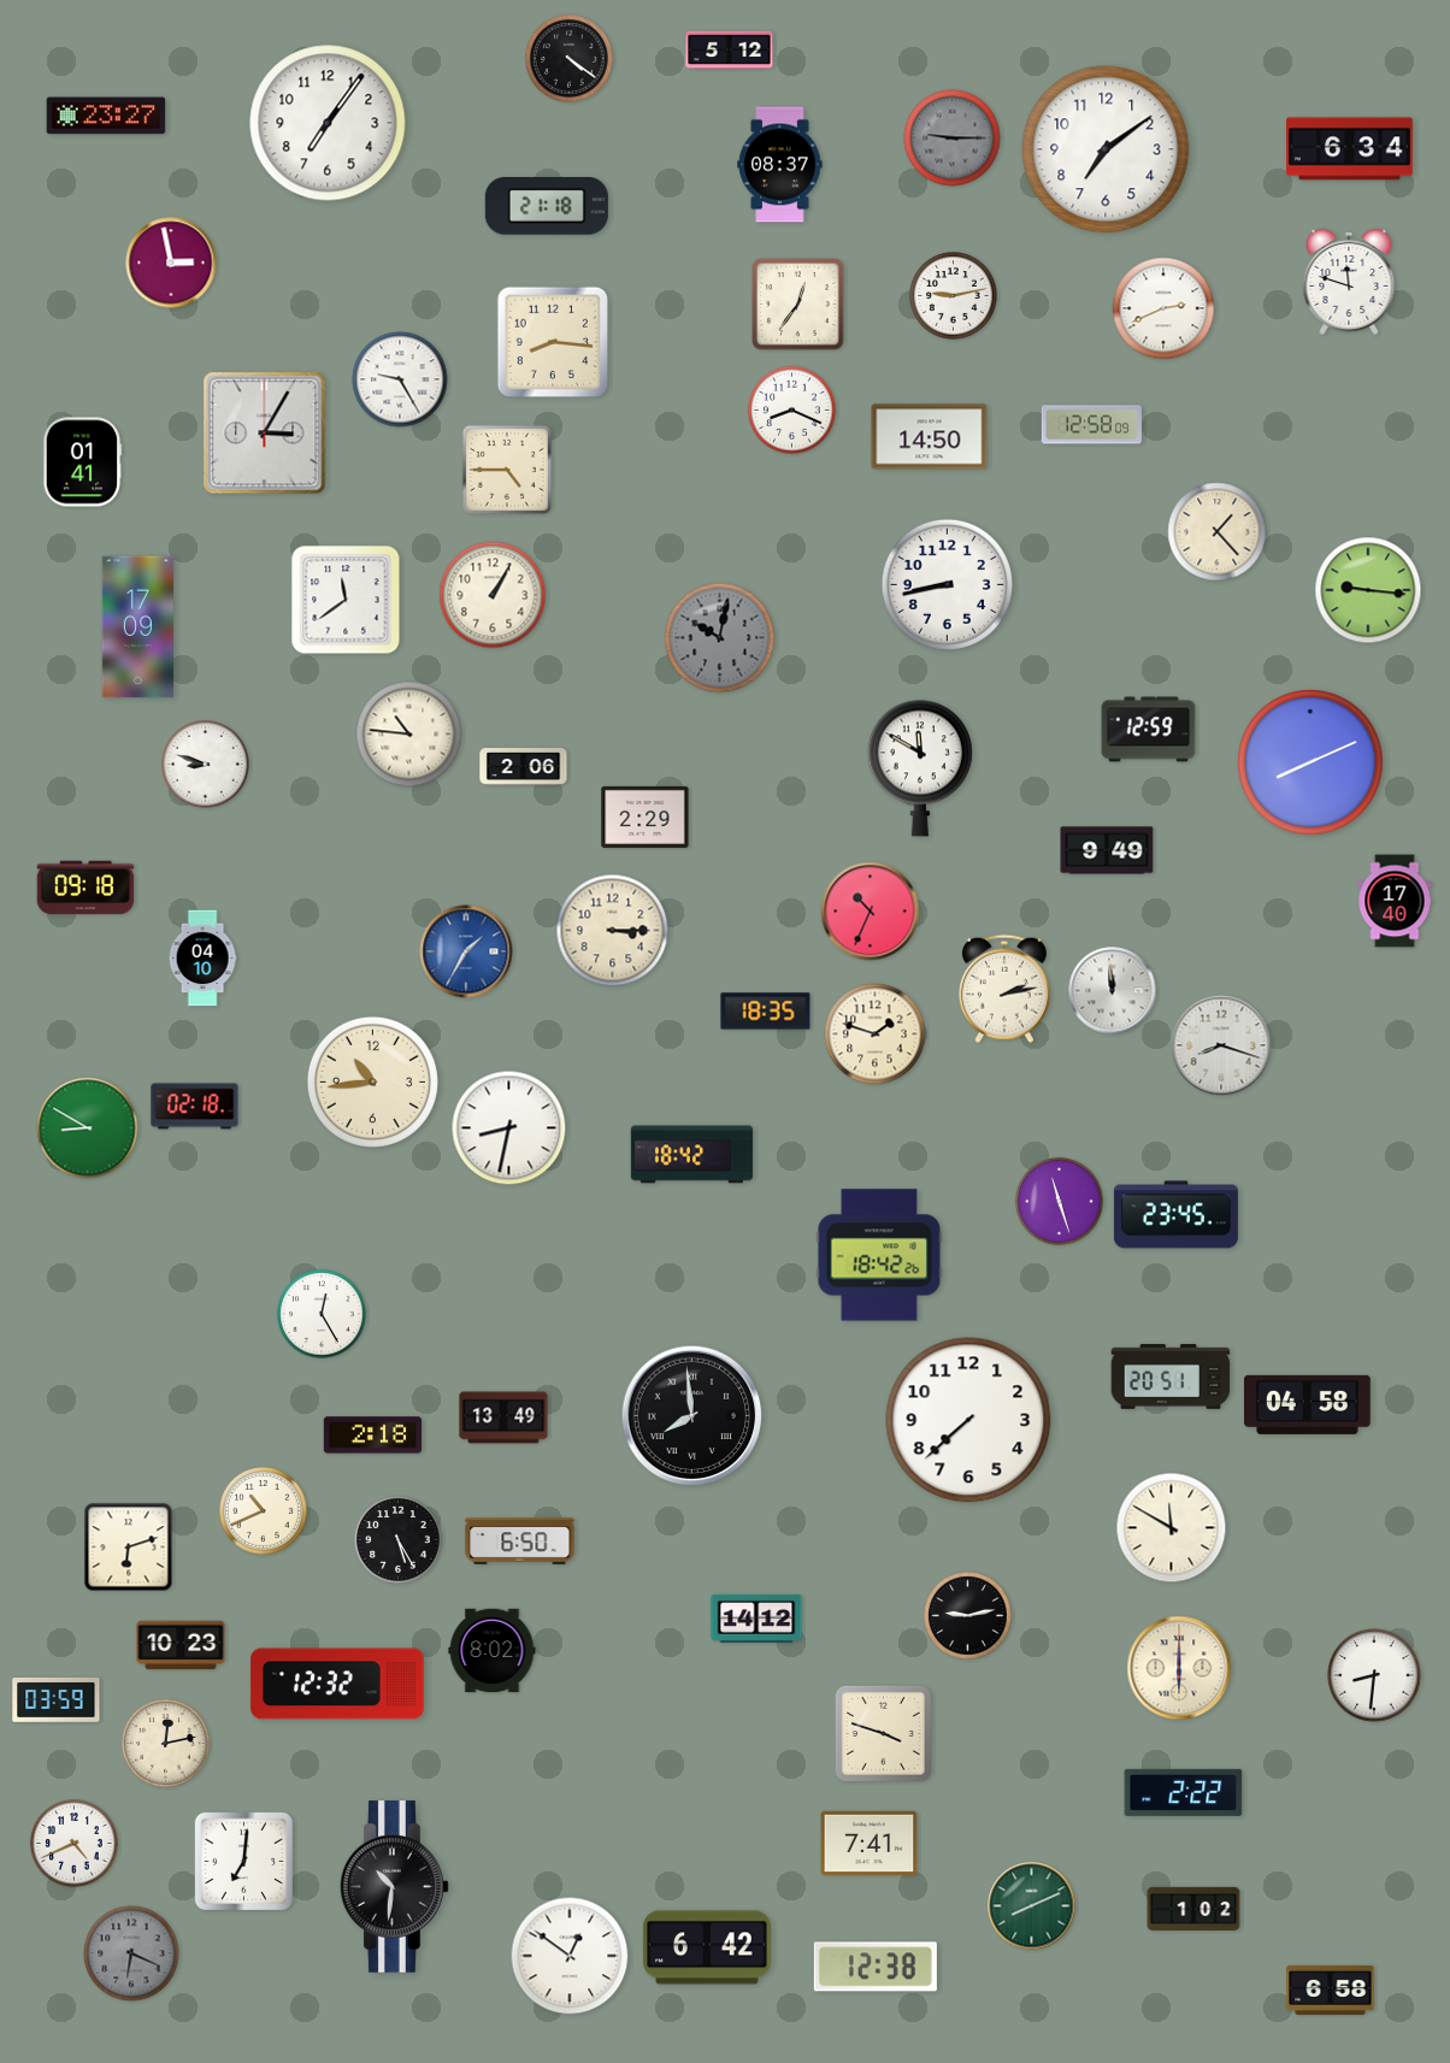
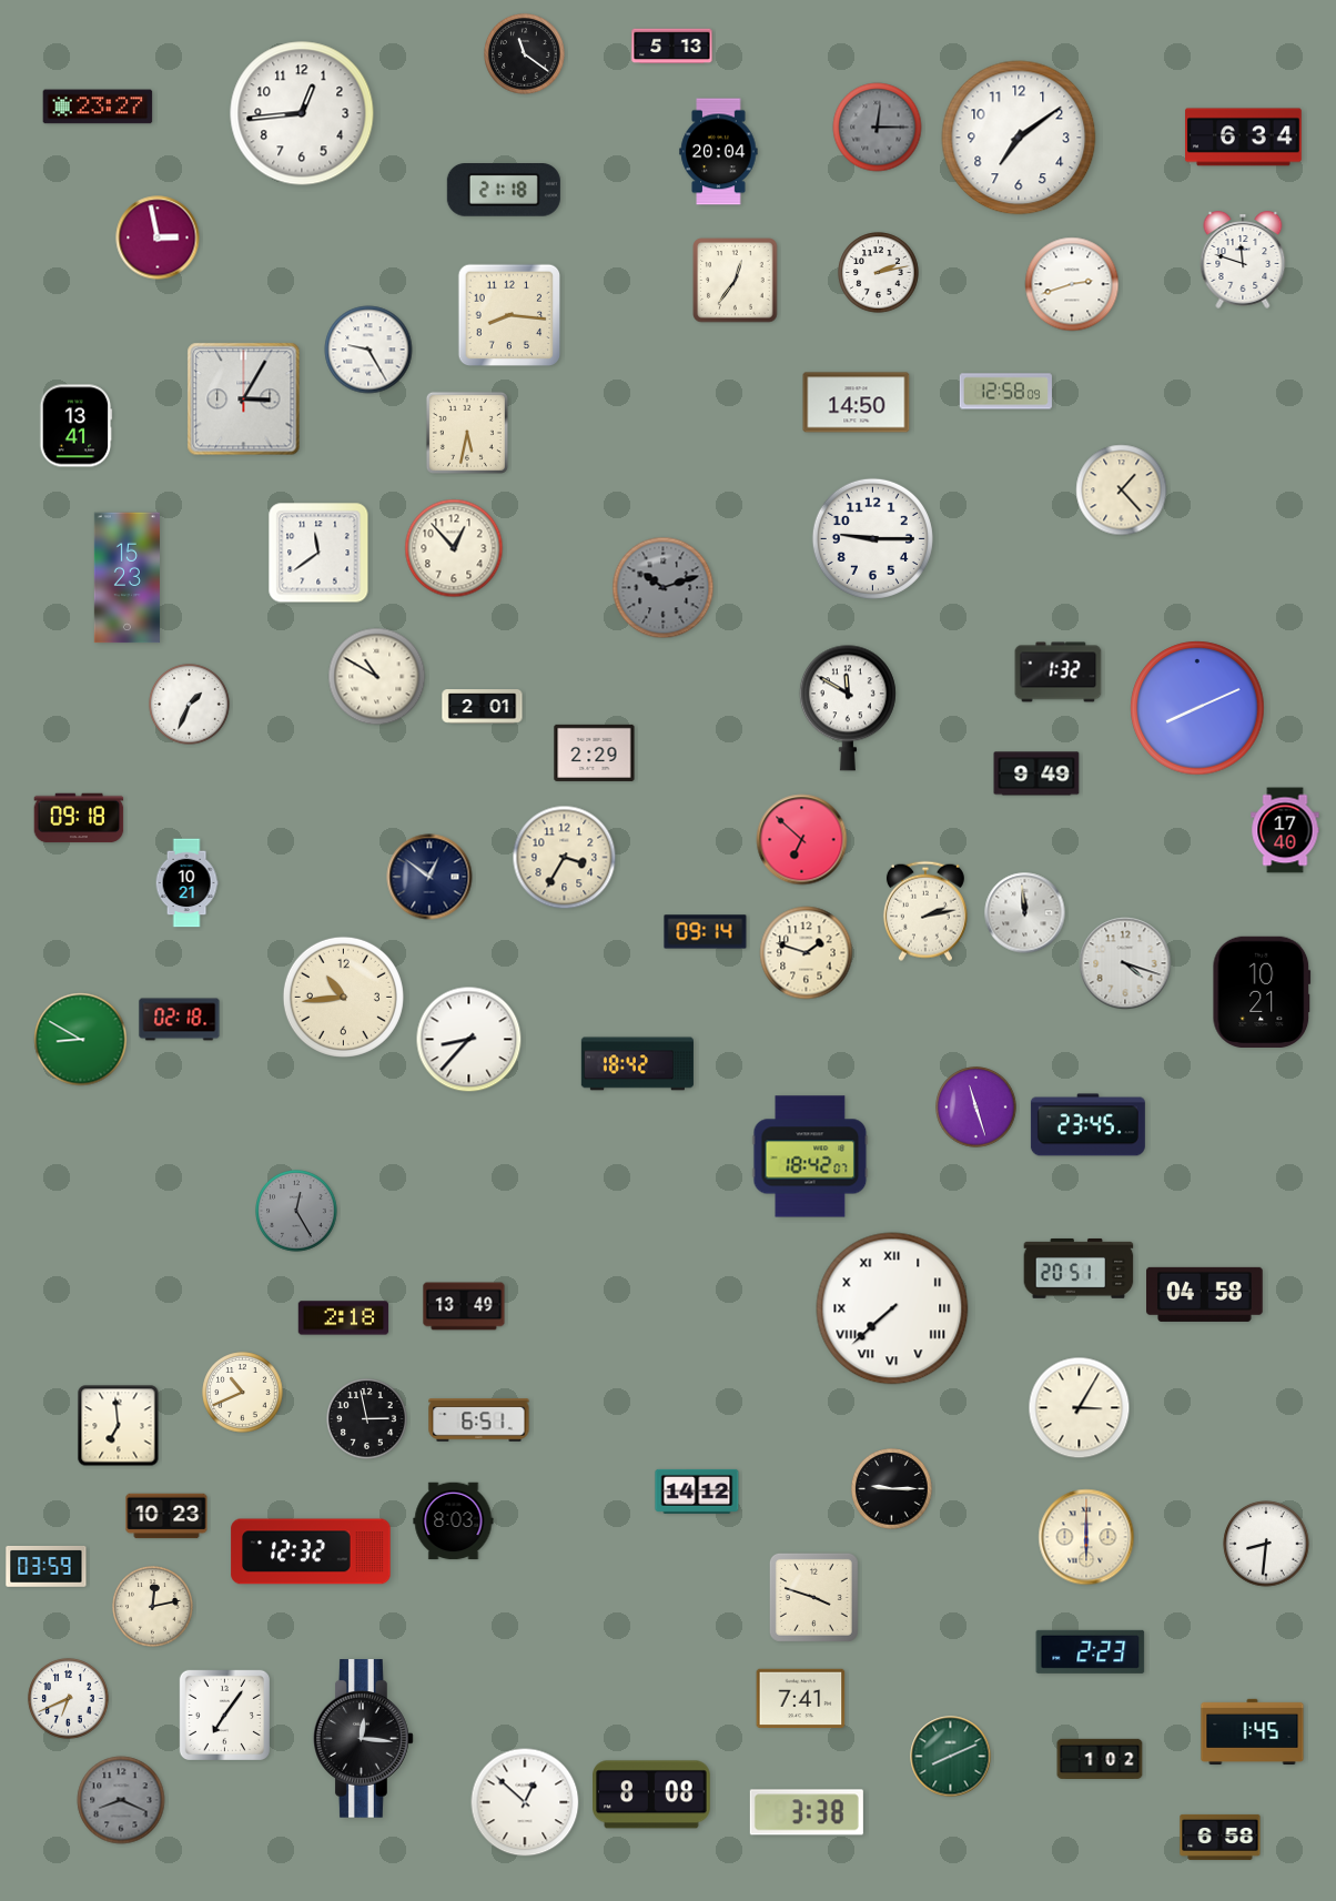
clock at (730, 51): 5:12 -> 5:13
clock at (570, 59): 4:21 -> 11:21
clock at (328, 123): 7:06 -> 12:44
clock at (953, 138): 9:15 -> 12:15
clock at (780, 165): 08:37 -> 20:04
clock at (171, 263) position: (171, 263) -> (158, 237)
clock at (954, 296): 9:13 -> 2:13
clock at (1163, 308): 2:41 -> 2:42
clock at (792, 411): 8:19 -> none
clock at (82, 462): 01:41 -> 13:41
clock at (507, 470): 4:45 -> 5:32
clock at (947, 584): 8:43 -> 9:15
clock at (1368, 590): 9:16 -> none
clock at (493, 595): 1:05 -> 12:53
clock at (137, 627): 17:09 -> 15:23
clock at (720, 638): 10:02 -> 10:12
clock at (1149, 730): 12:59 -> 1:32
clock at (409, 735): 10:46 -> 10:50
clock at (1310, 762) position: (1310, 762) -> (1197, 708)
clock at (206, 765): 8:48 -> 1:34
clock at (524, 767): 2:06 -> 2:01
clock at (1107, 850) position: (1107, 850) -> (1036, 773)
clock at (871, 912): 10:34 -> 6:52
clock at (613, 931): 3:15 -> 3:35
clock at (466, 951): 1:35 -> 12:51
clock at (466, 951) dial: blue -> navy
clock at (202, 959): 04:10 -> 10:21
clock at (766, 1012): 18:35 -> 09:14
clock at (1221, 1045): 8:18 -> 4:18
clock at (1262, 991): none -> 10:21
clock at (509, 1128): 8:32 -> 8:37
clock at (1175, 1215) position: (1175, 1215) -> (1087, 1125)
clock at (879, 1255): 18:42:26 -> 18:42:07
clock at (322, 1314) dial: white -> grey
clock at (692, 1416): 7:59 -> none
clock at (968, 1420) numerals: Arabic -> Roman
clock at (373, 1436) position: (373, 1436) -> (344, 1318)
clock at (1172, 1528): 11:50 -> 3:05
clock at (399, 1540): 5:25 -> 2:58
clock at (520, 1542): 6:50 -> 6:51
clock at (129, 1548): 6:12 -> 6:59
clock at (968, 1616): 9:13 -> 9:15
clock at (493, 1651): 8:02 -> 8:03
clock at (57, 1700) position: (57, 1700) -> (47, 1567)
clock at (1184, 1792): 2:22 -> 2:23
clock at (75, 1844): 4:41 -> 6:41
clock at (243, 1861): 7:01 -> 7:06
clock at (1253, 1732): none -> 1:45
clock at (395, 1887): 10:31 -> 12:16
clock at (707, 1947): 6:42 -> 8:08
clock at (131, 1953): 6:19 -> 8:19
clock at (570, 1956): 12:51 -> 12:52
clock at (876, 1967): 12:38 -> 3:38
clock at (1331, 1990) position: (1331, 1990) -> (1221, 1837)
